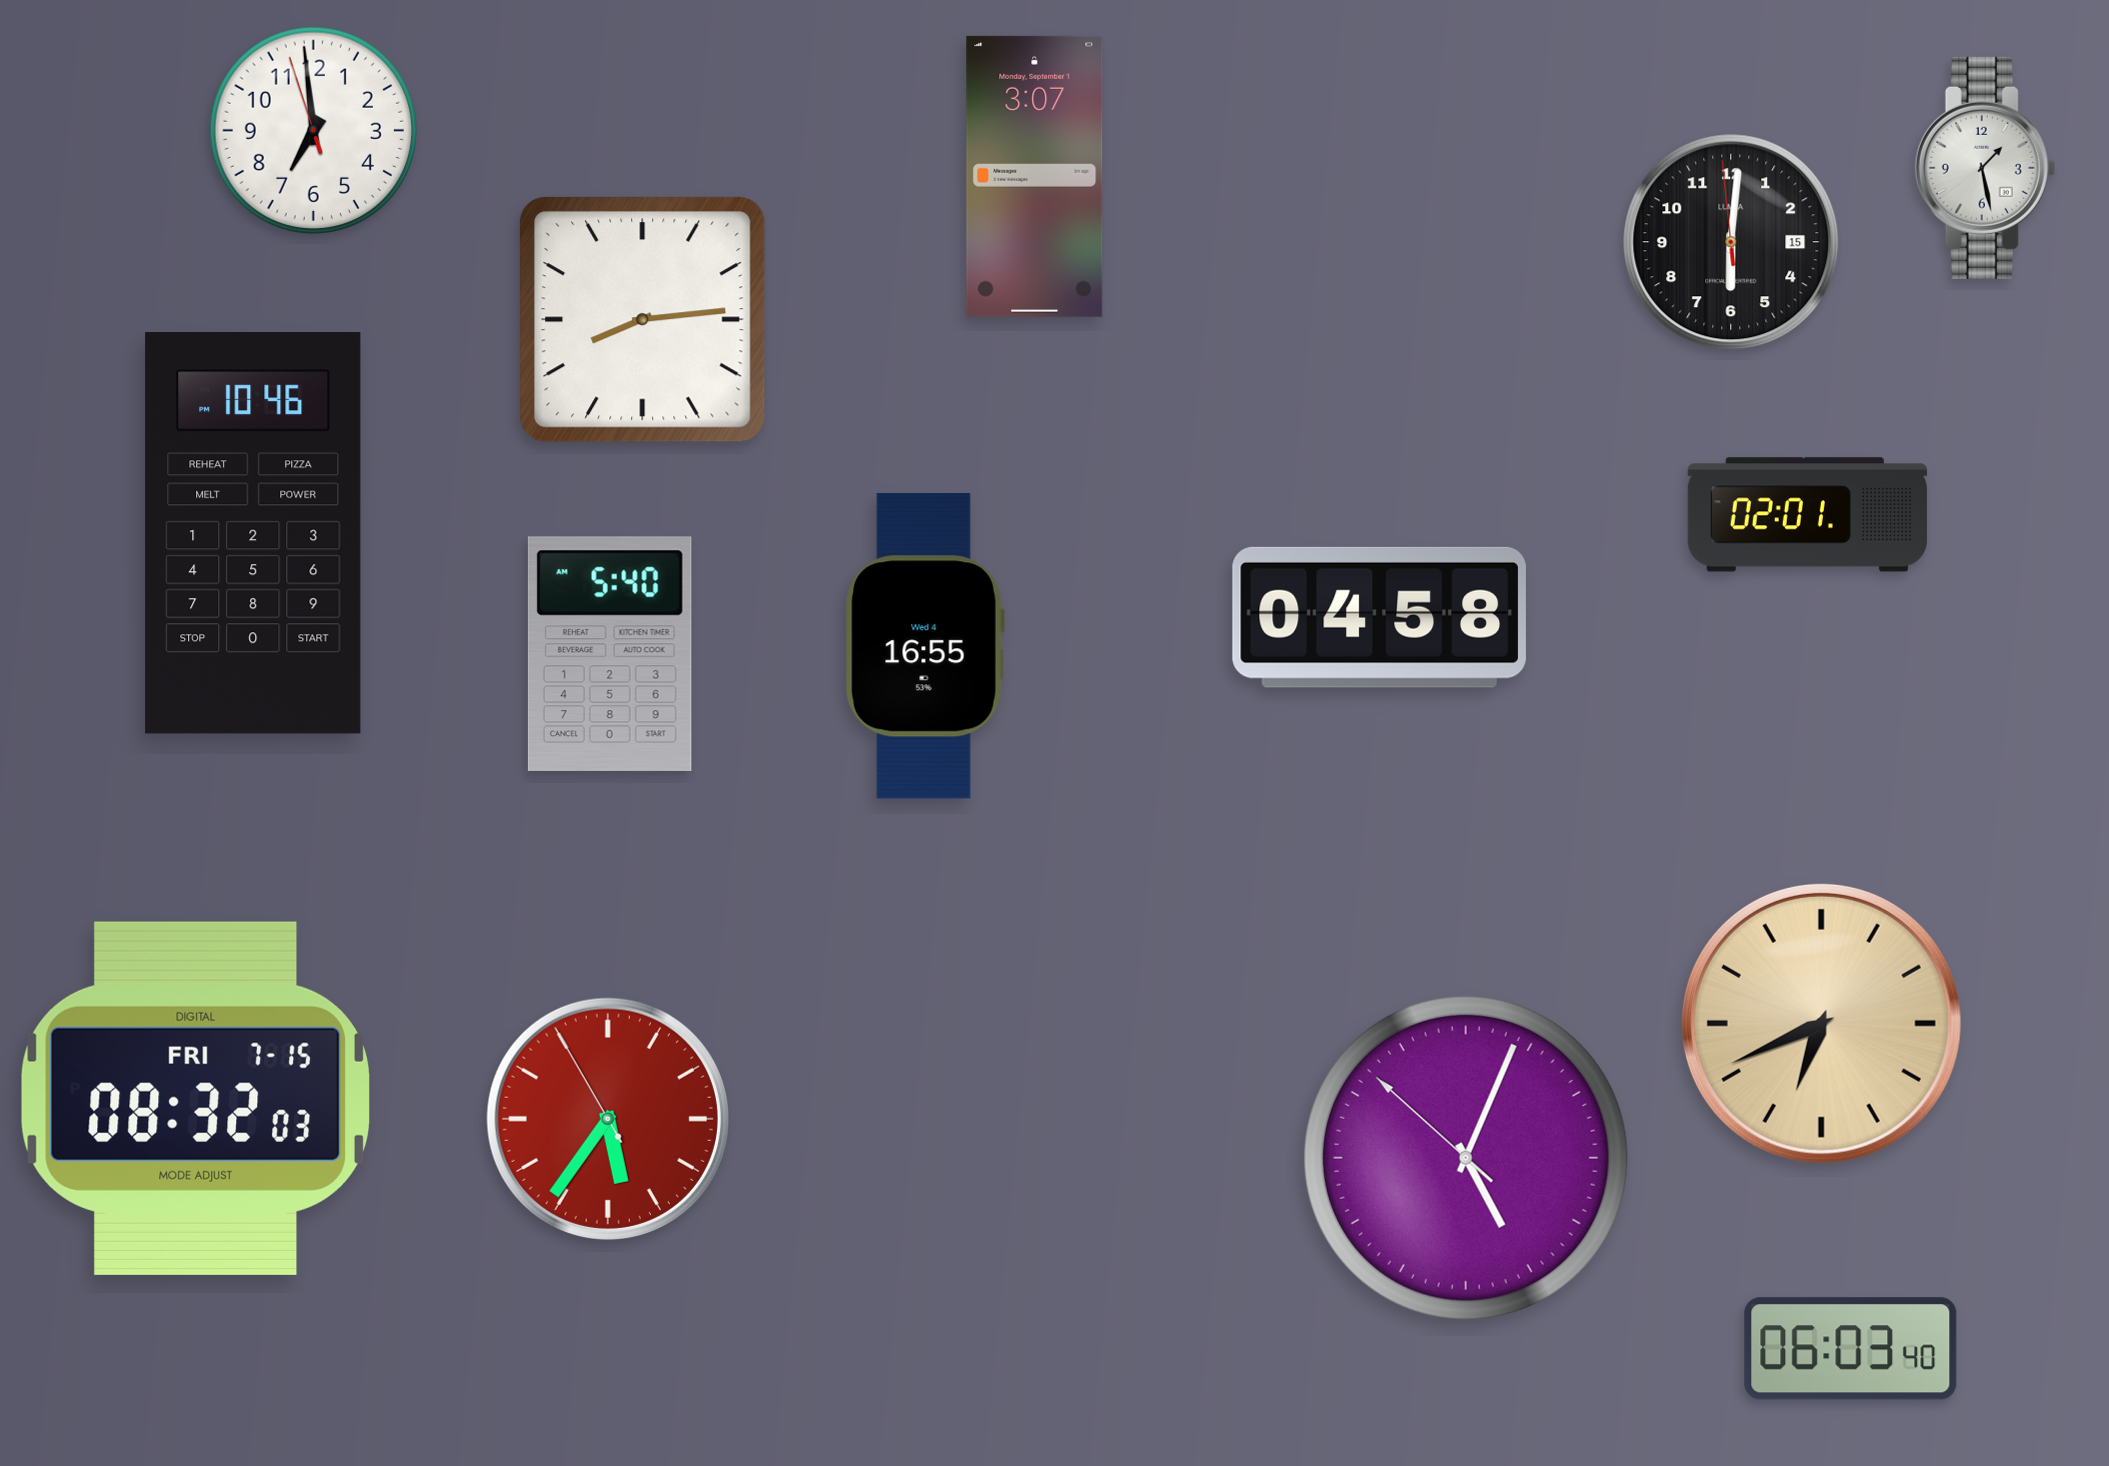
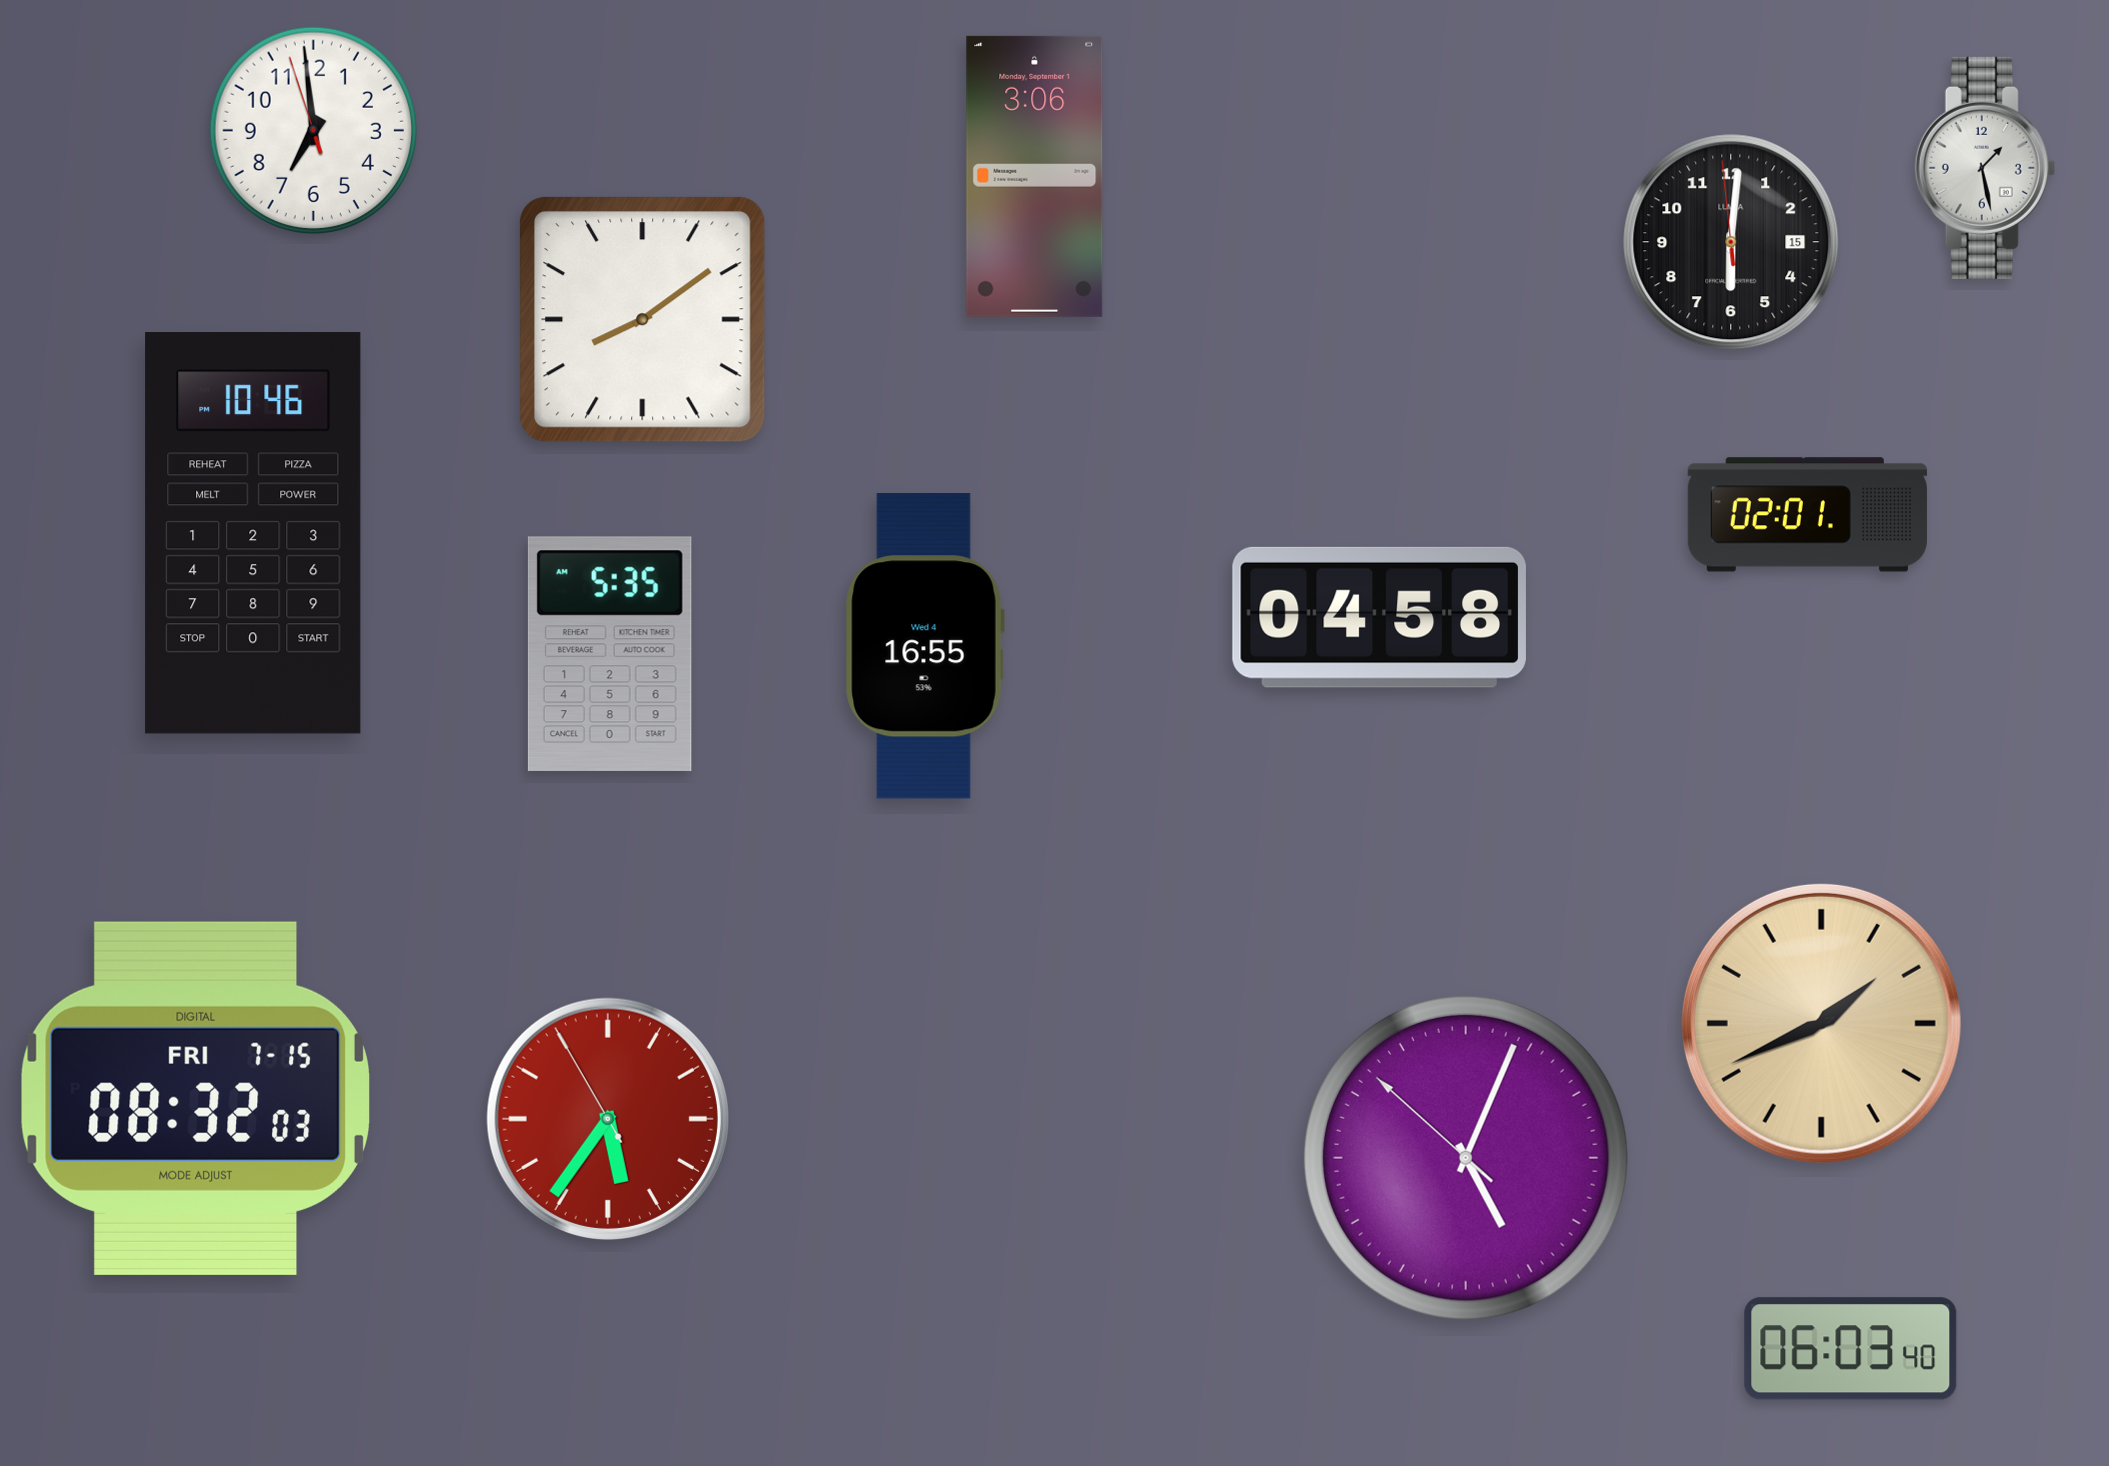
clock at (1035, 176): 3:07 -> 3:06
clock at (643, 320): 8:14 -> 8:09
clock at (610, 654): 5:40 -> 5:35
clock at (1821, 1023): 6:41 -> 1:41
